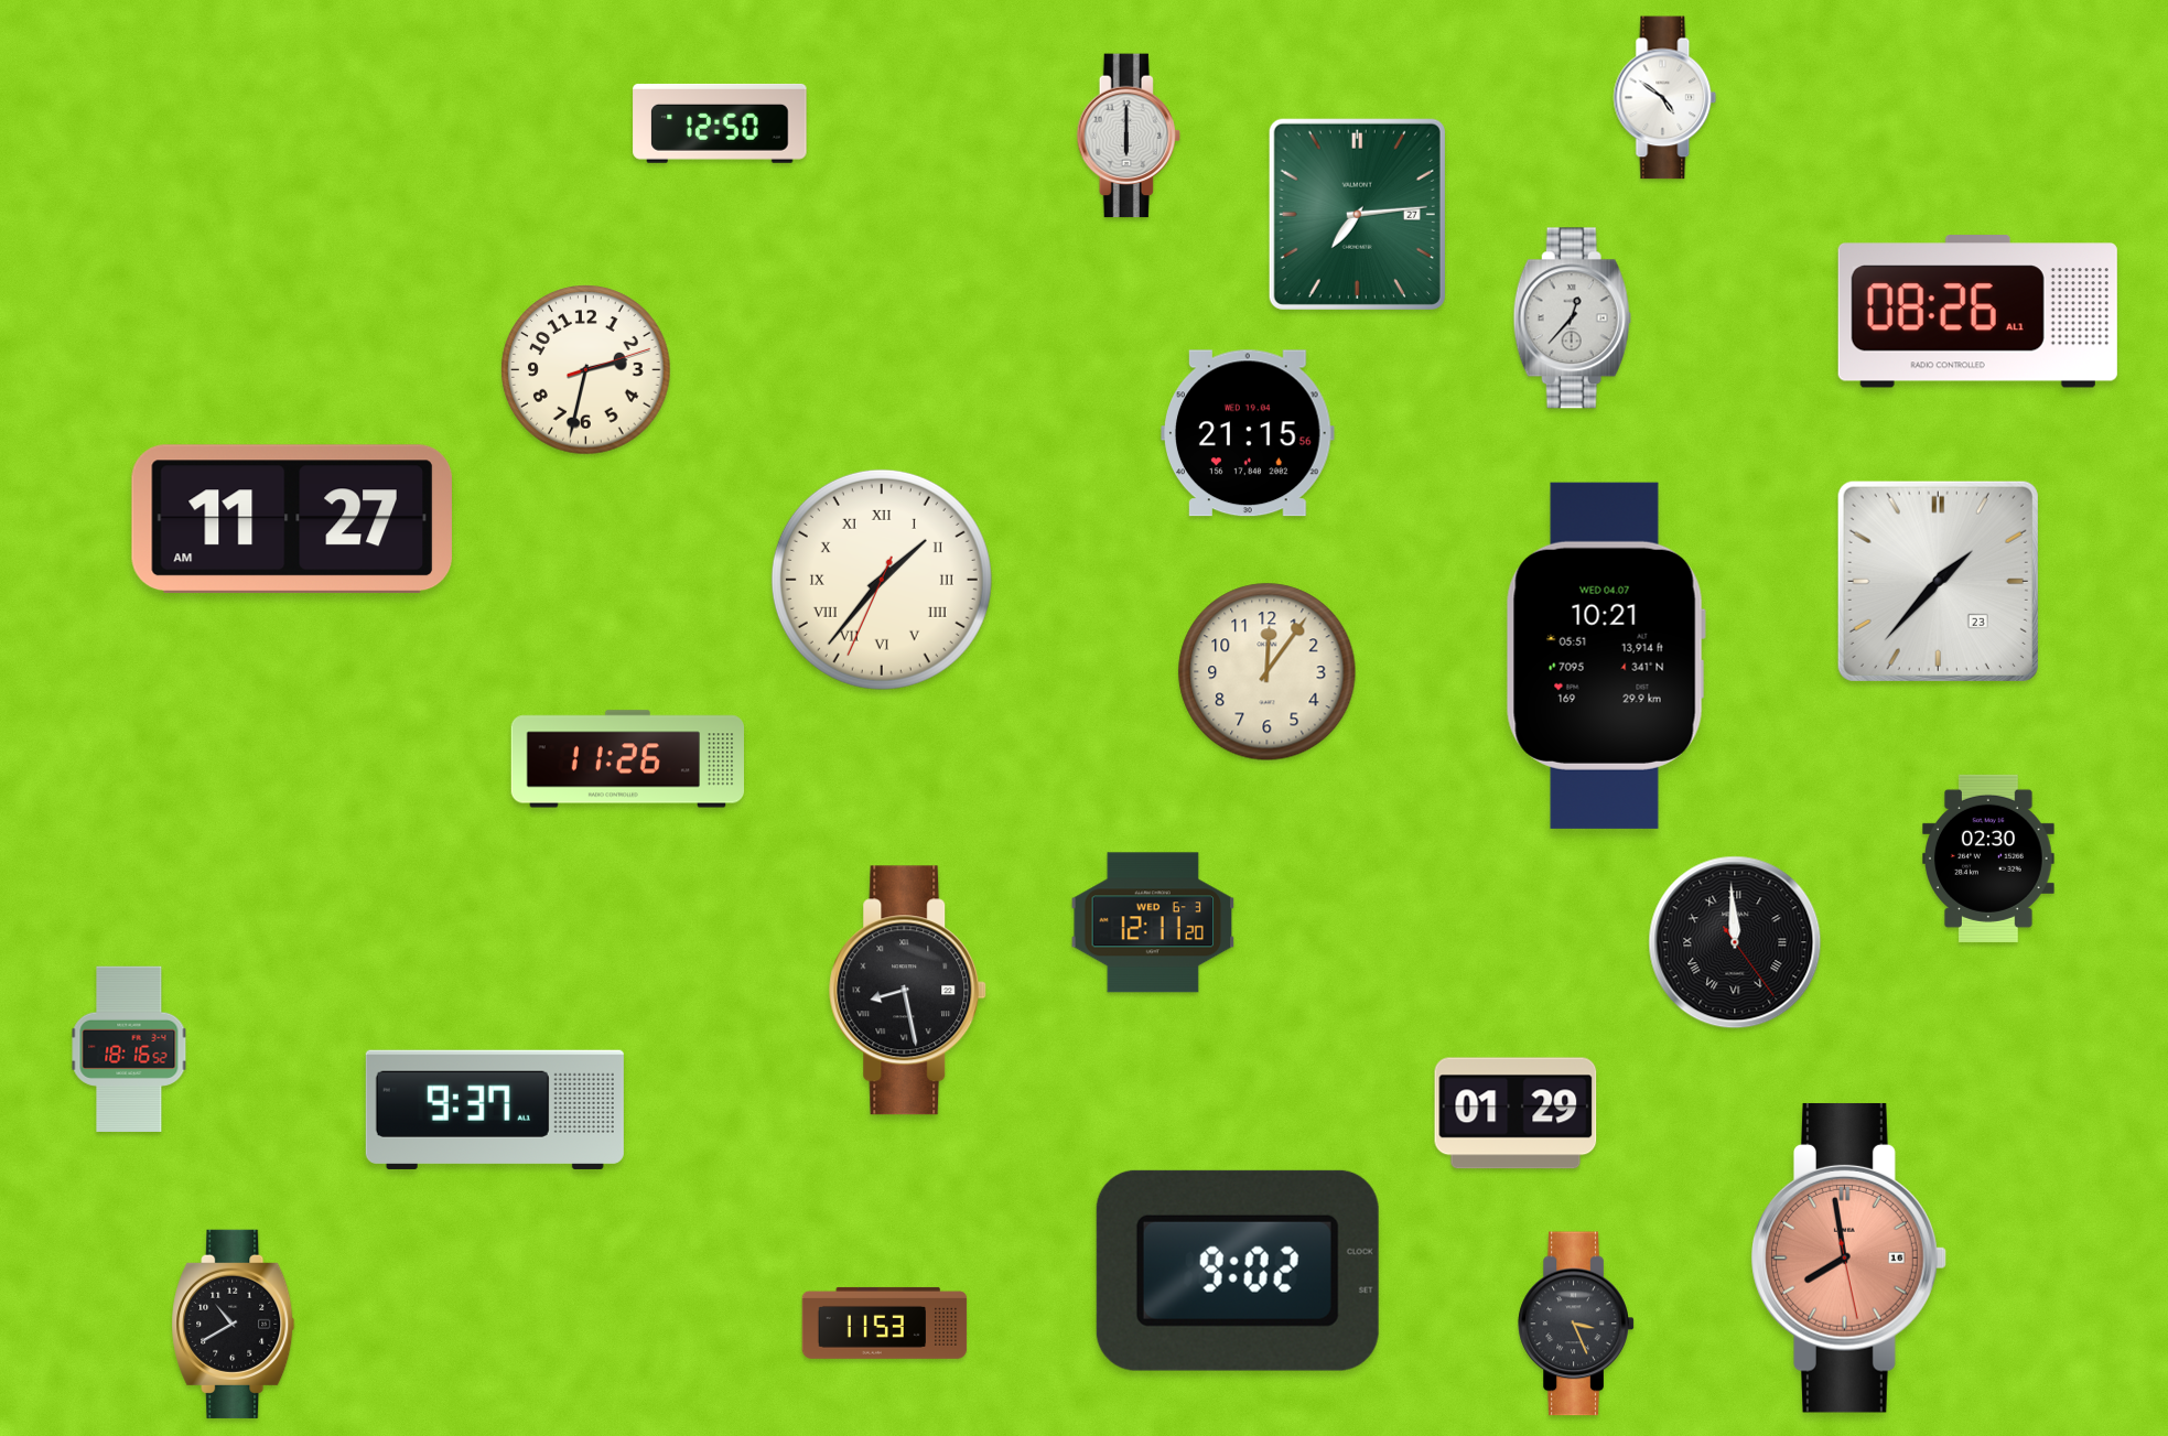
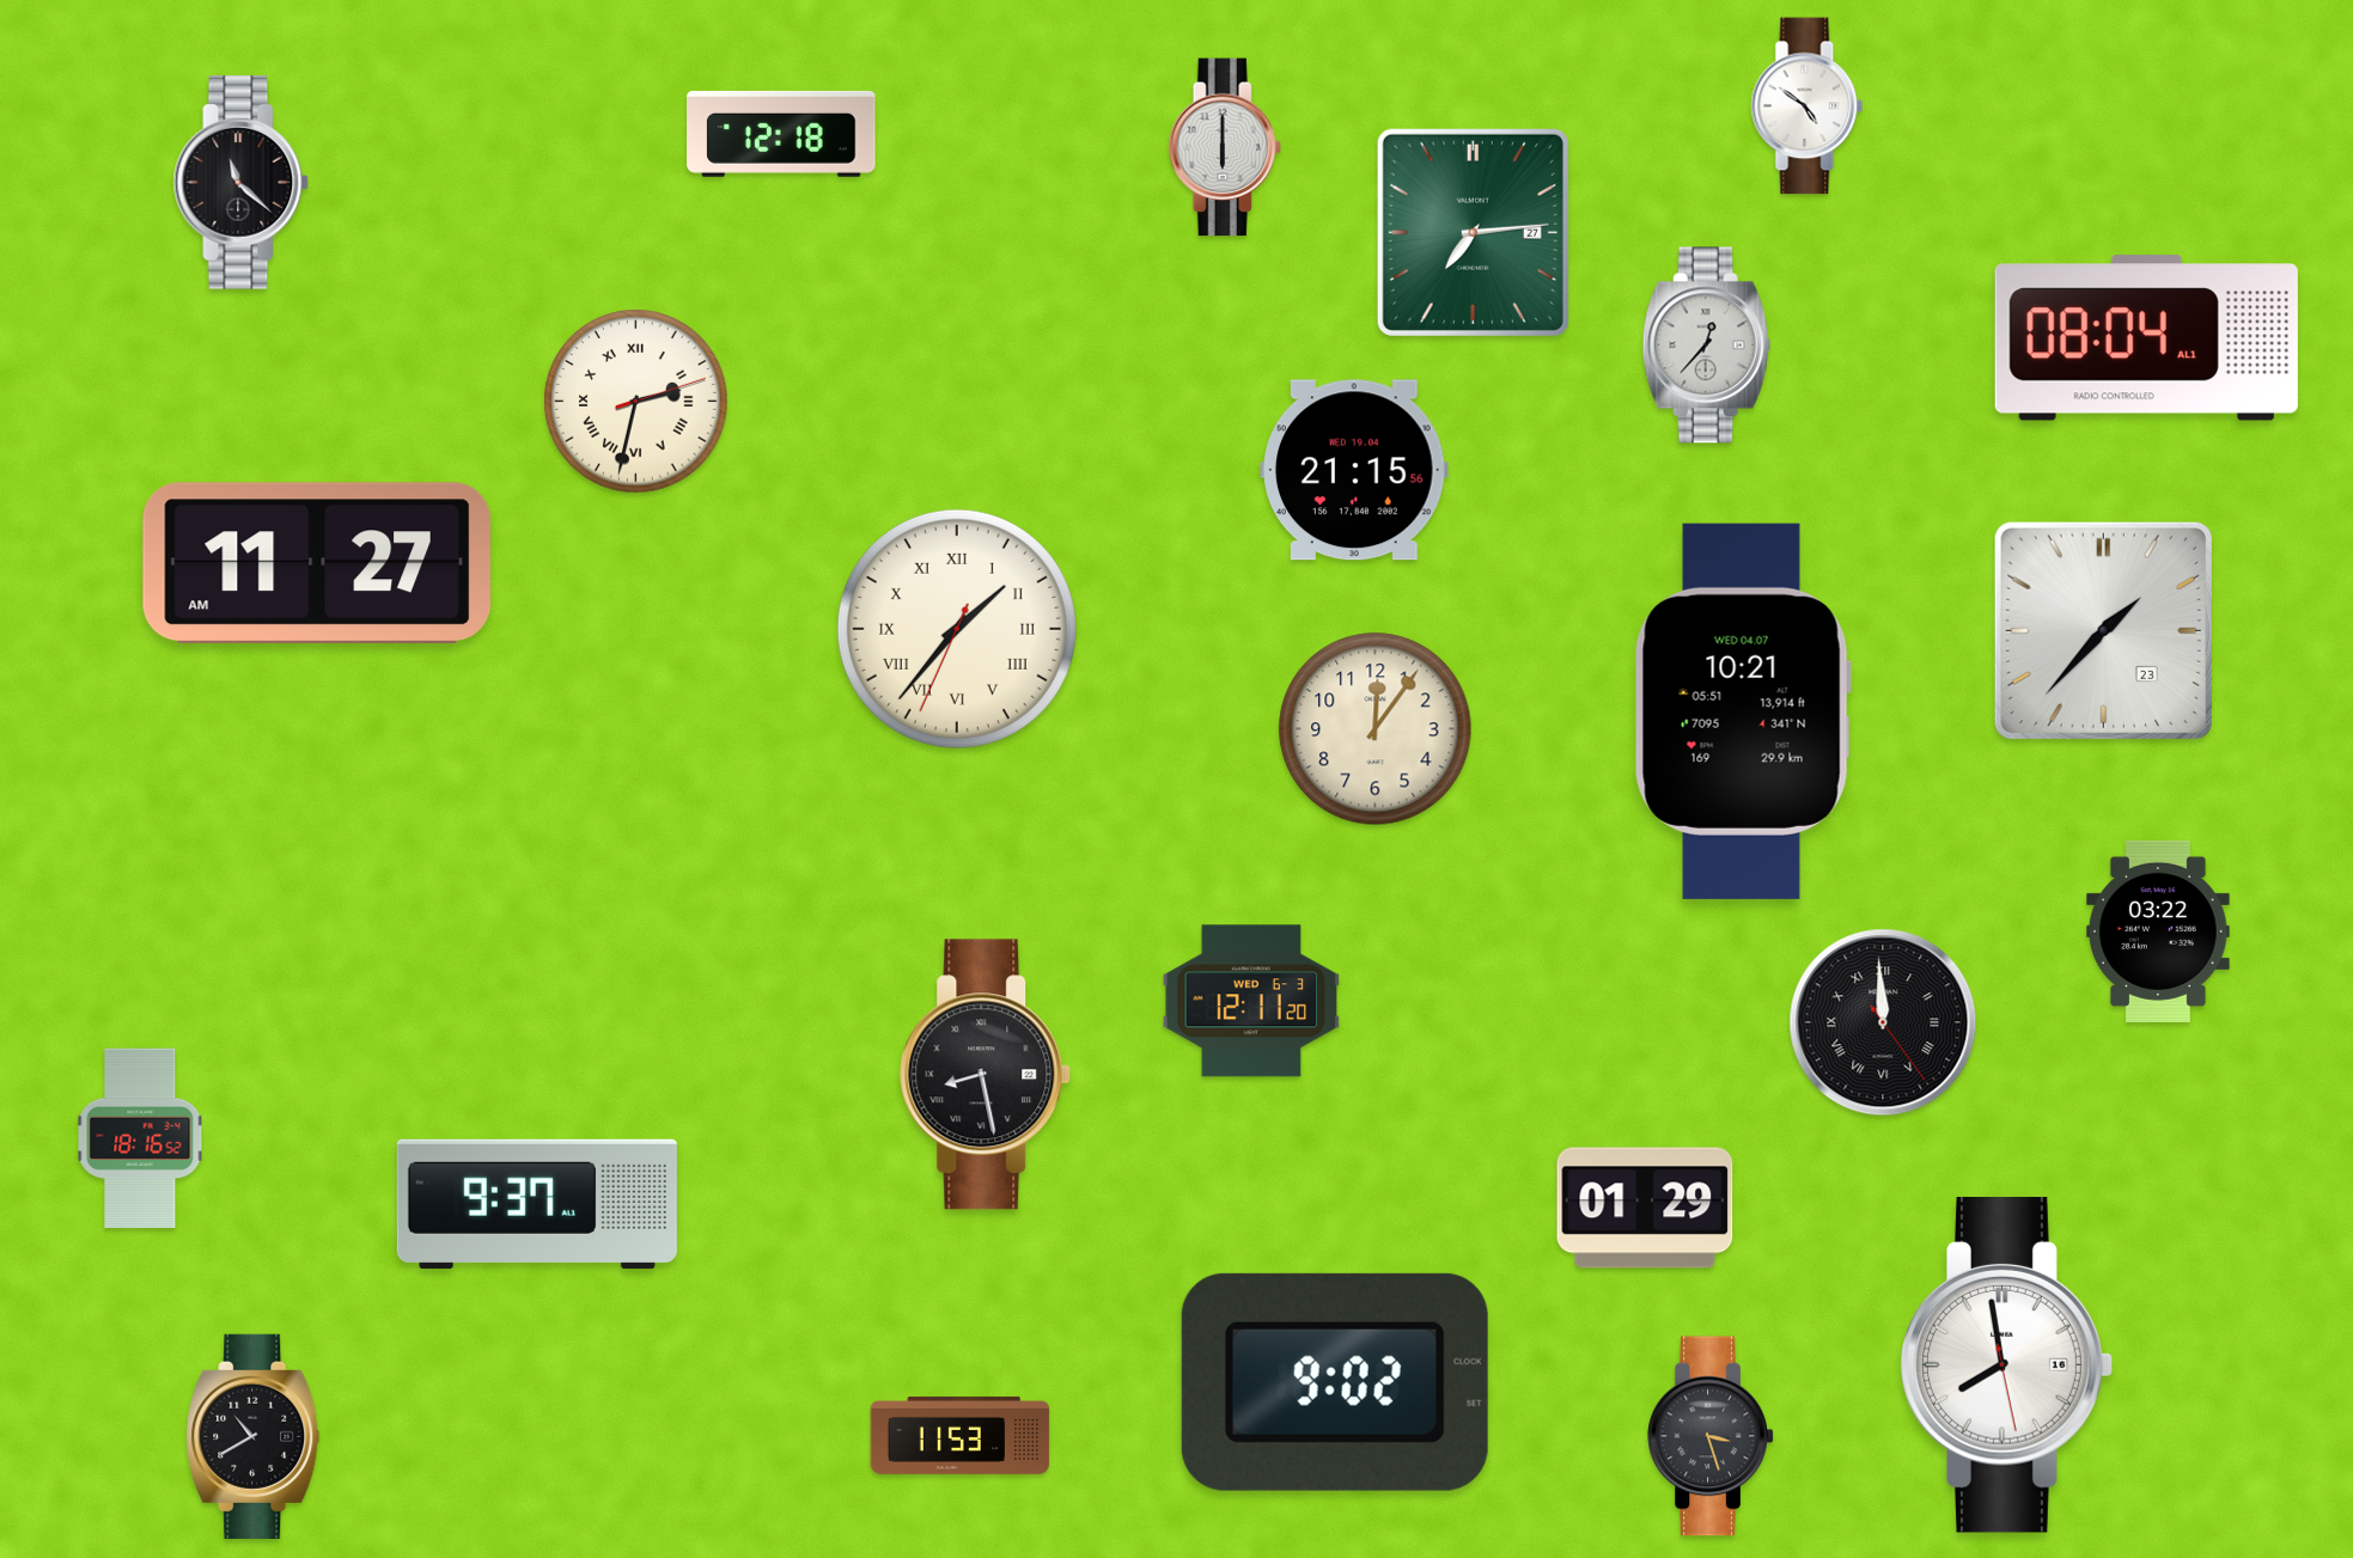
clock at (720, 123): 12:50 -> 12:18
clock at (242, 183): none -> 11:22
clock at (1977, 312): 08:26 -> 08:04
clock at (586, 370) numerals: Arabic -> Roman
clock at (627, 759): 11:26 -> none
clock at (1989, 859): 02:30 -> 03:22
clock at (1848, 1257) dial: salmon -> white
clock at (1238, 1271) position: (1238, 1271) -> (1335, 1382)
clock at (1576, 1324): 3:26 -> 3:27
